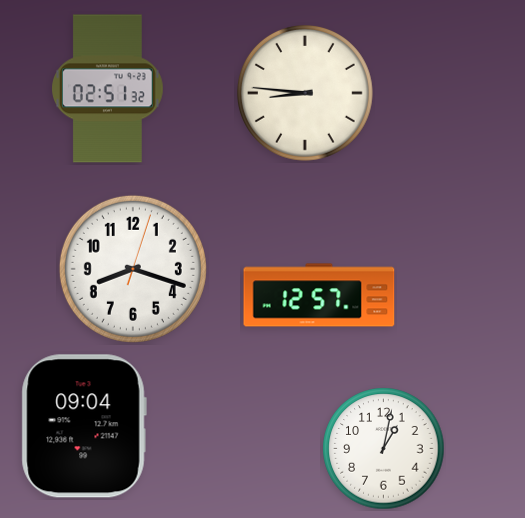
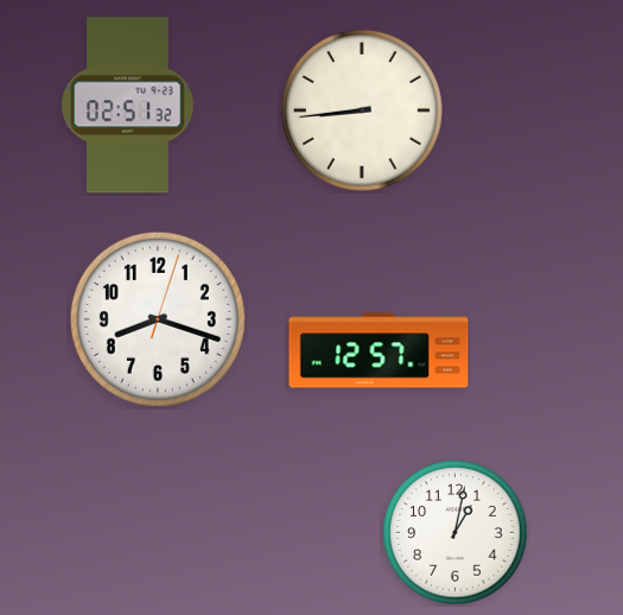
clock at (305, 93): 8:46 -> 8:44
clock at (84, 426): 09:04 -> none
